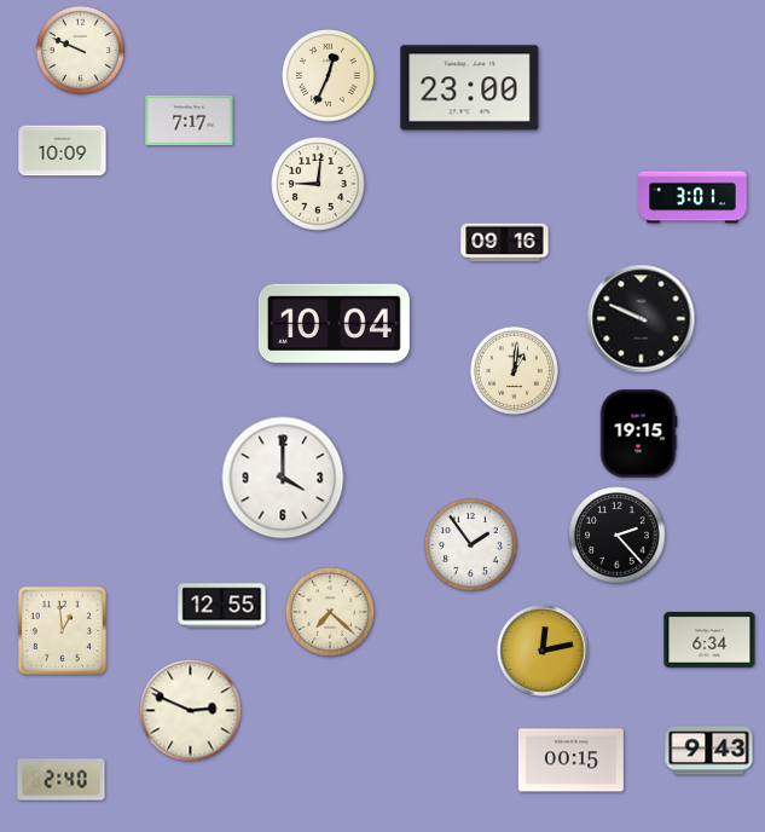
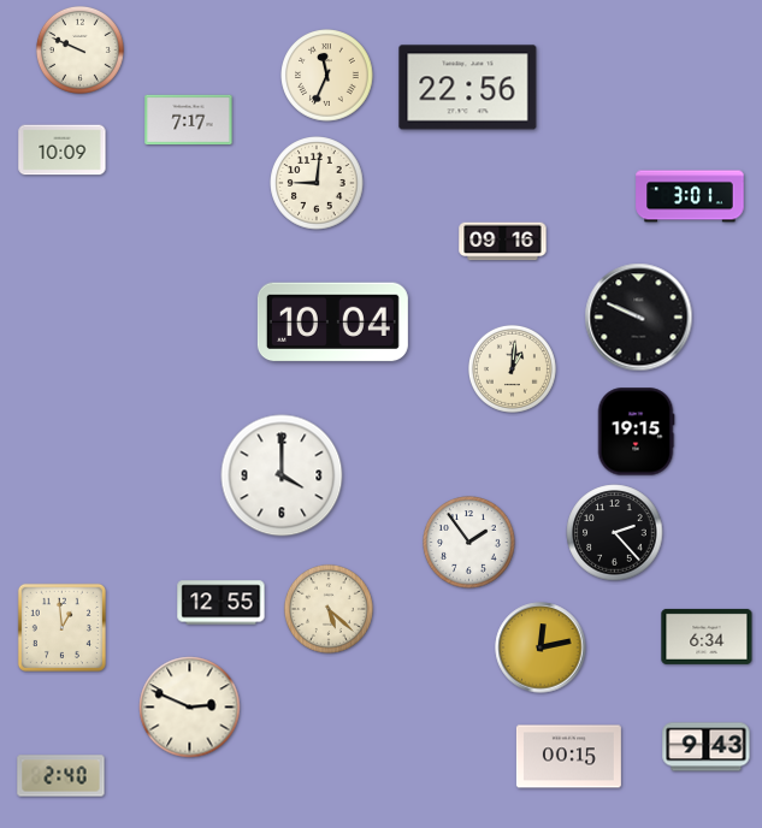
clock at (329, 76): 12:34 -> 11:34
clock at (470, 88): 23:00 -> 22:56
clock at (330, 612): 7:22 -> 5:22
